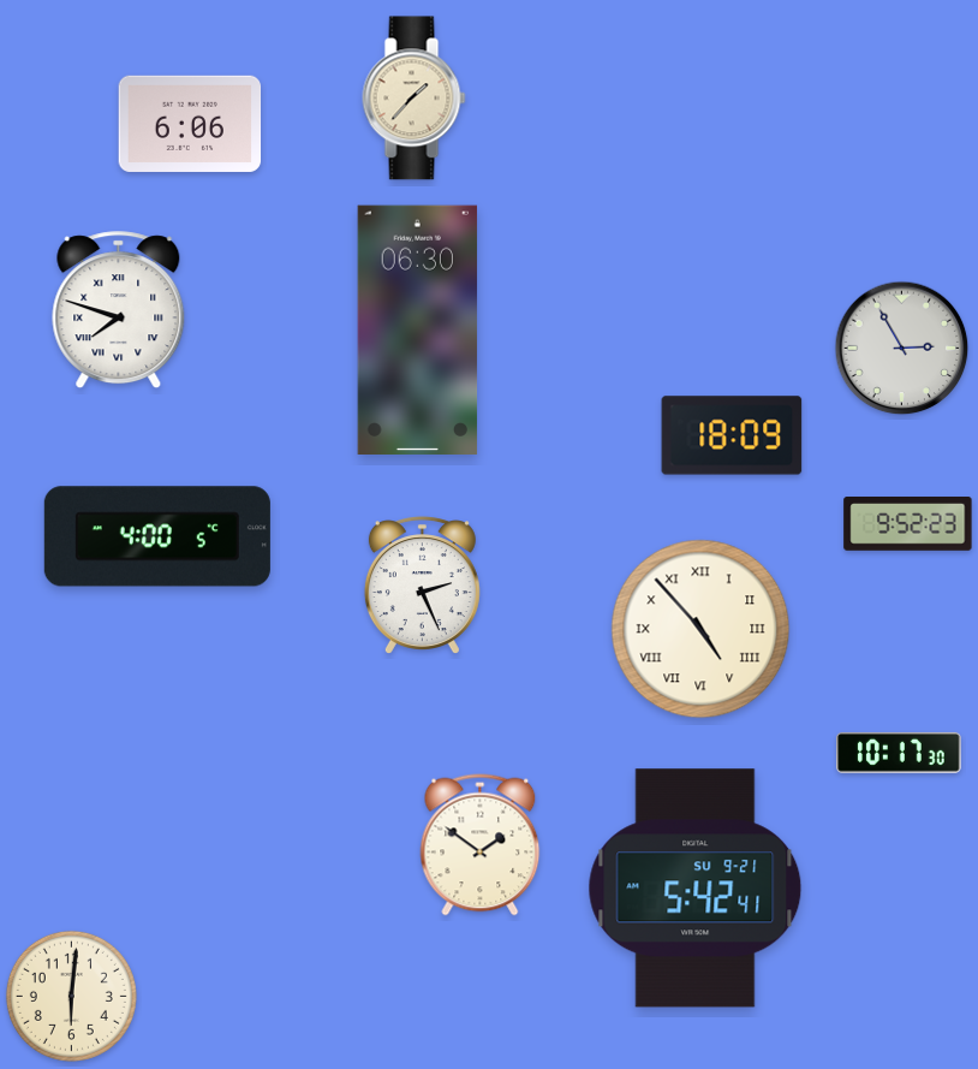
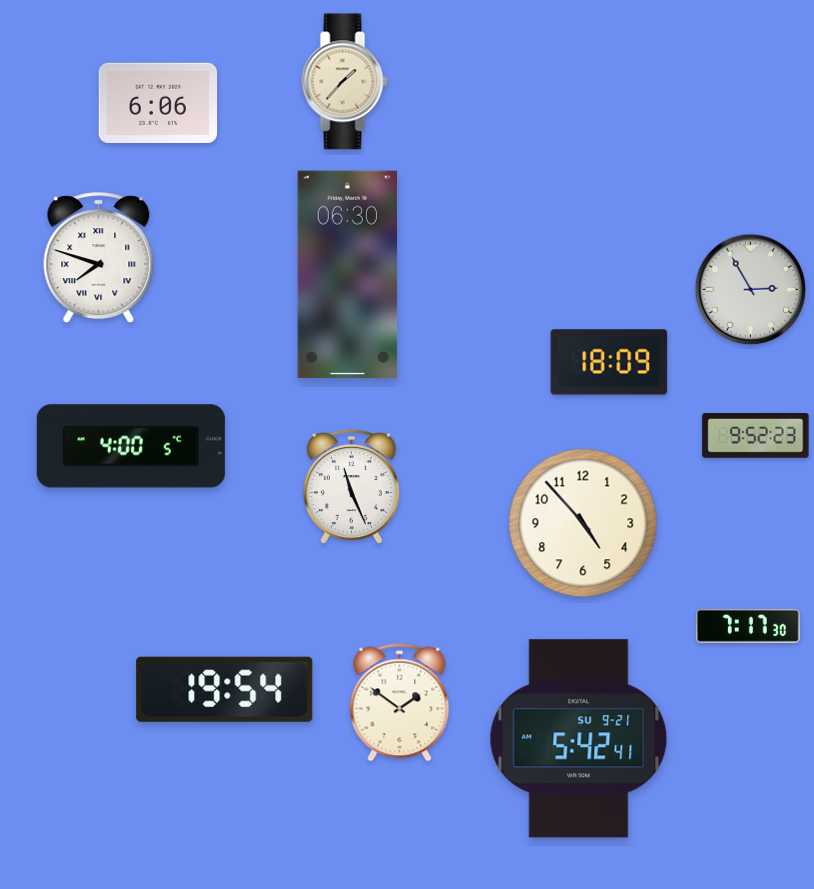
clock at (422, 586): 2:26 -> 11:26
clock at (700, 629) numerals: Roman -> Arabic
clock at (899, 753): 10:17 -> 7:17
clock at (225, 689): none -> 19:54
clock at (71, 996): 6:01 -> none
